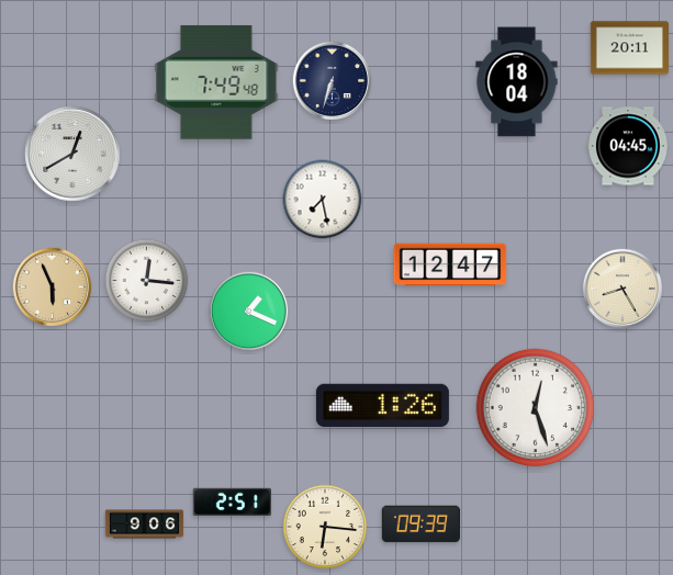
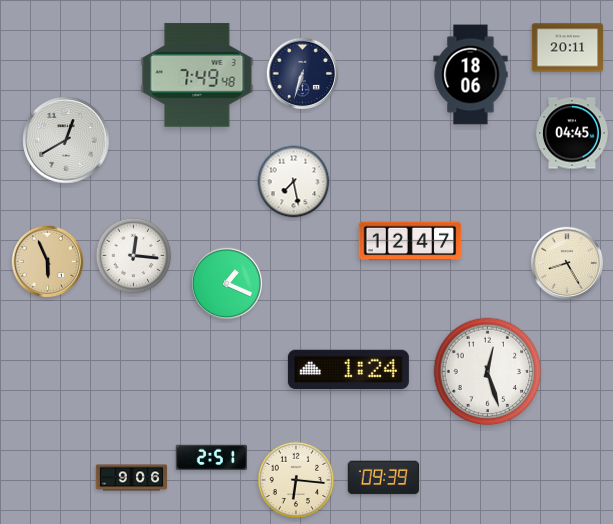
clock at (630, 48) position: (630, 48) -> (568, 48)
clock at (517, 82): 18:04 -> 18:06
clock at (382, 406): 1:26 -> 1:24
